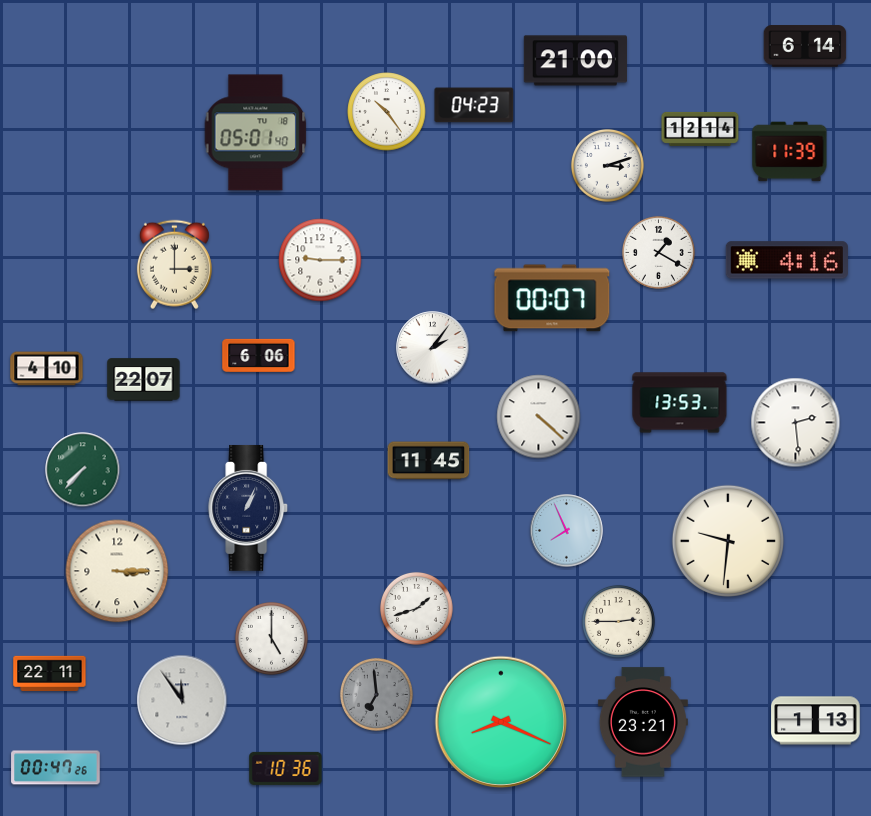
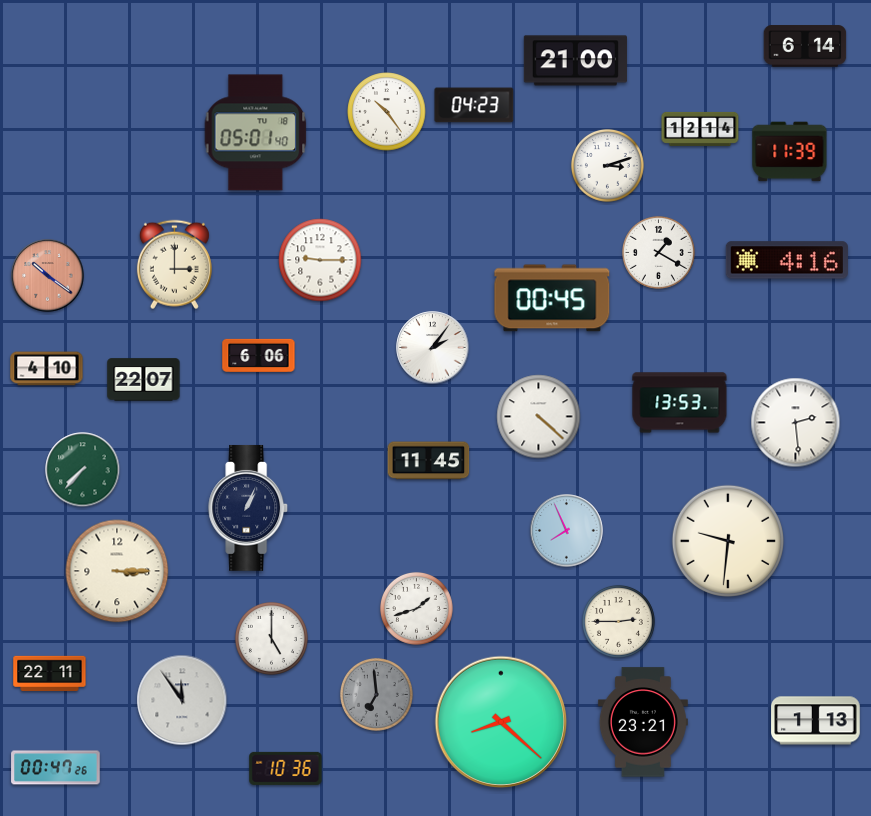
clock at (48, 276): none -> 10:21
clock at (552, 298): 00:07 -> 00:45
clock at (501, 722): 8:19 -> 8:22
